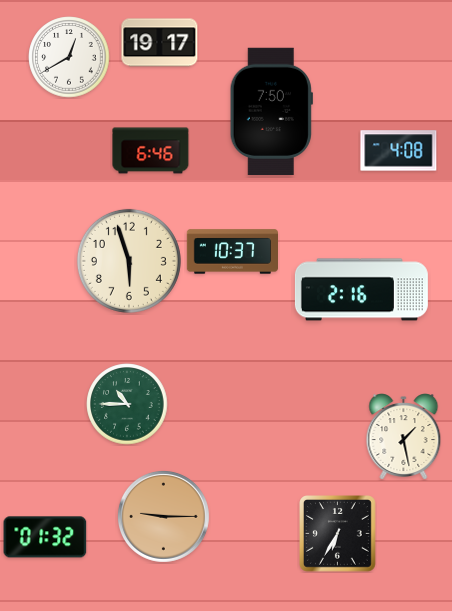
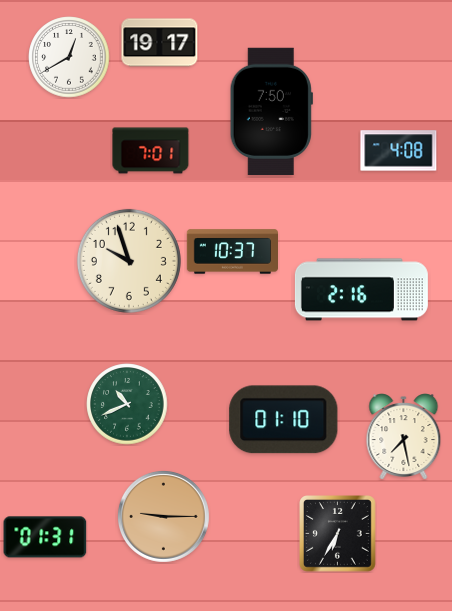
clock at (151, 151): 6:46 -> 7:01
clock at (129, 261): 5:57 -> 9:57
clock at (127, 404): 10:45 -> 10:41
clock at (284, 420): none -> 01:10
clock at (404, 437): 1:28 -> 7:28
clock at (45, 537): 01:32 -> 01:31
